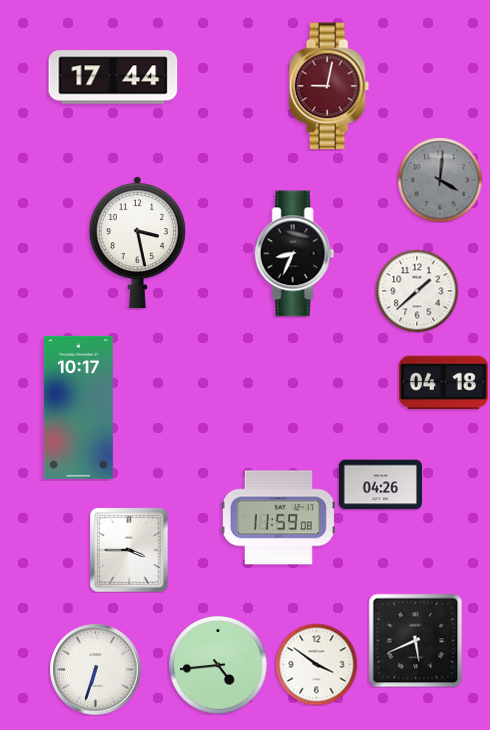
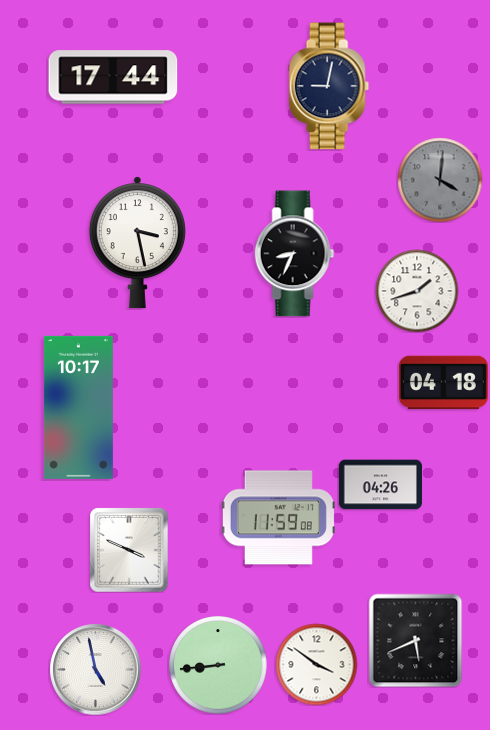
clock at (329, 86) dial: burgundy -> navy
clock at (417, 291): 1:38 -> 1:42
clock at (129, 550): 3:45 -> 3:49
clock at (218, 665): 4:44 -> 8:44
clock at (95, 669): 6:33 -> 4:58
